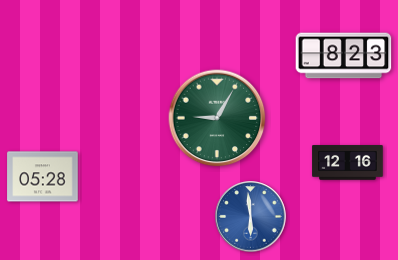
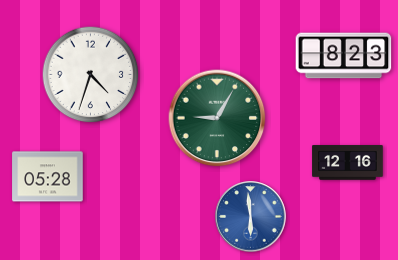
clock at (91, 75): none -> 4:33
clock at (43, 177) position: (43, 177) -> (48, 177)
